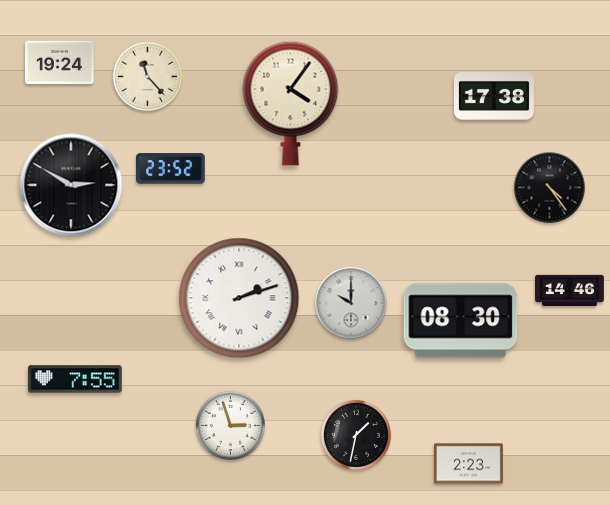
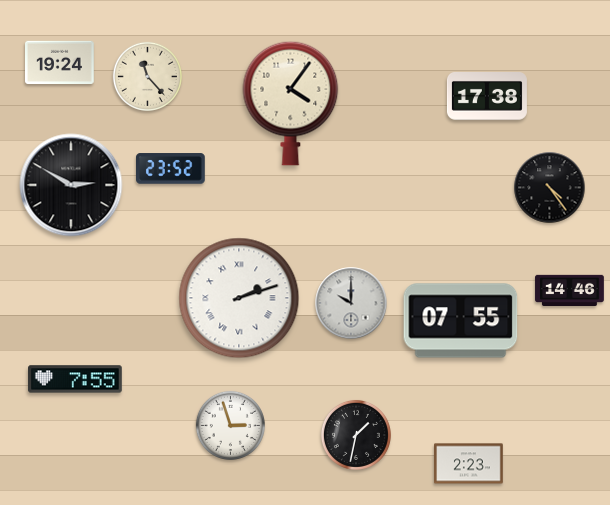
clock at (494, 97) position: (494, 97) -> (487, 97)
clock at (461, 321): 08:30 -> 07:55
